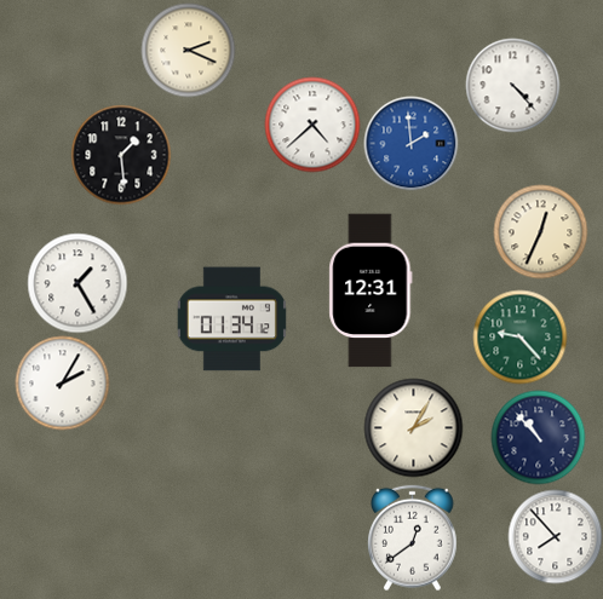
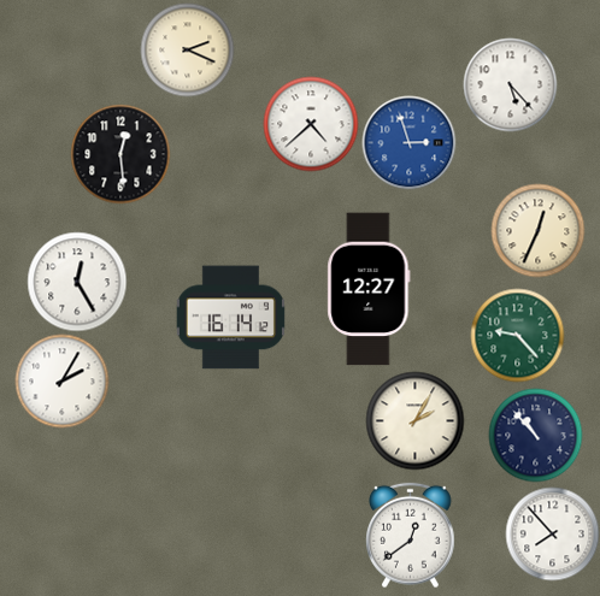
clock at (512, 85): 4:23 -> 5:23
clock at (410, 143): 1:59 -> 2:57
clock at (121, 155): 1:29 -> 12:29
clock at (77, 283): 1:25 -> 12:25
clock at (371, 290): 12:31 -> 12:27
clock at (231, 319): 01:34 -> 16:14
clock at (413, 427) position: (413, 427) -> (414, 420)
